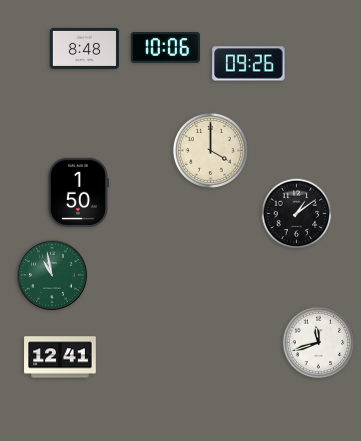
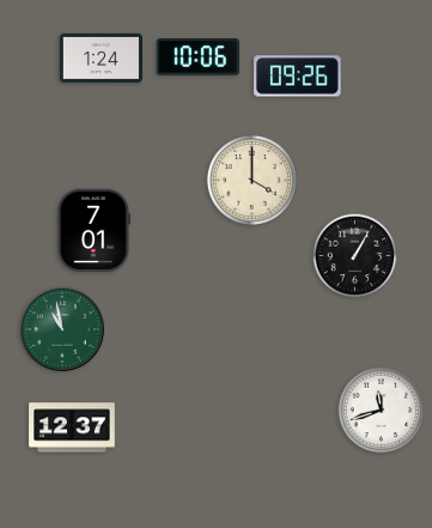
clock at (84, 48): 8:48 -> 1:24
clock at (78, 192): 1:50 -> 7:01
clock at (297, 214): 1:09 -> 1:05
clock at (60, 357): 12:41 -> 12:37
